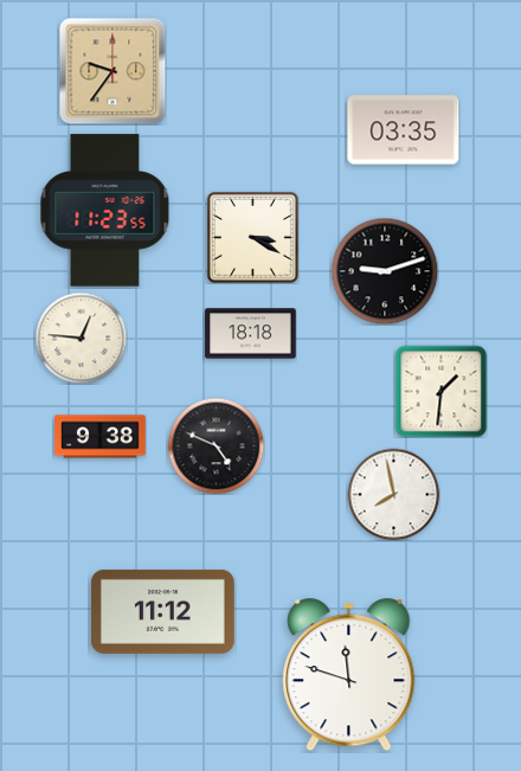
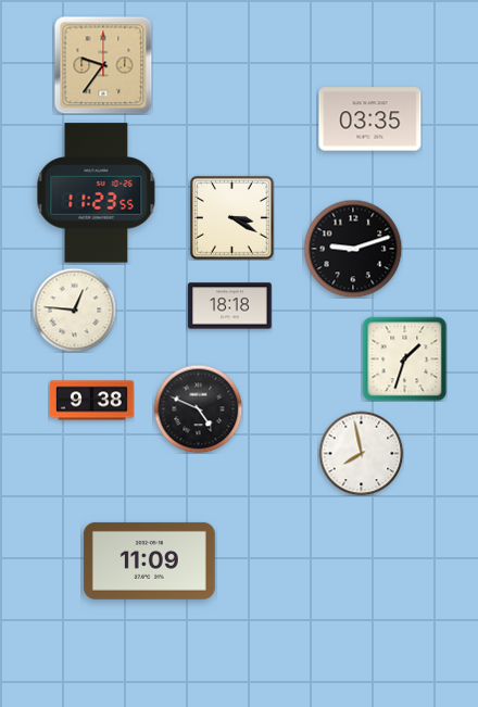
clock at (440, 391): 1:31 -> 1:33
clock at (162, 611): 11:12 -> 11:09
clock at (349, 675): 11:48 -> none
